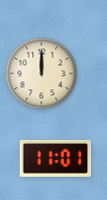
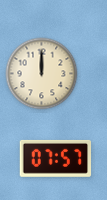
clock at (56, 158): 11:01 -> 07:57
